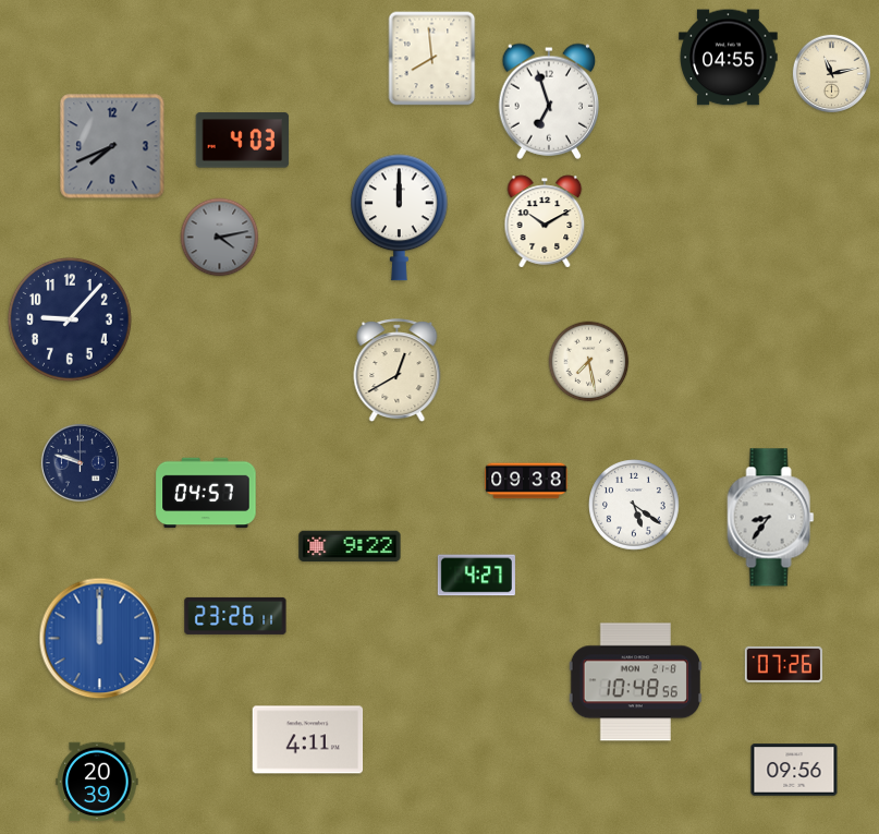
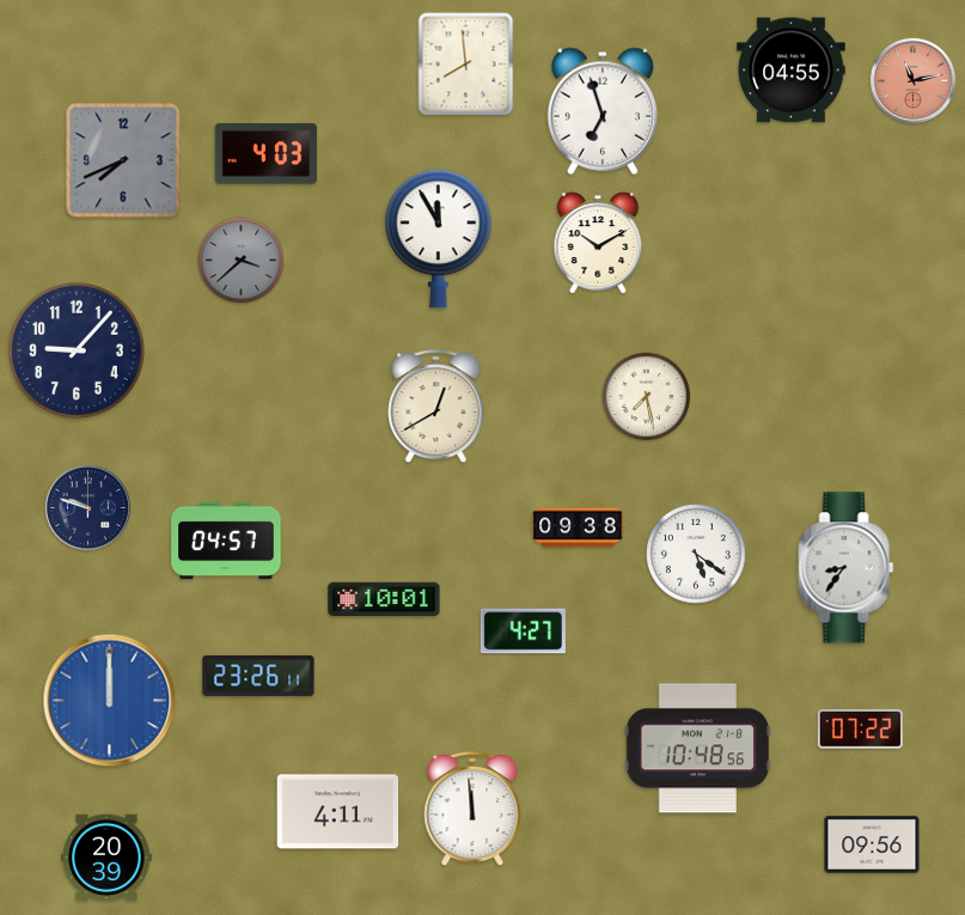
clock at (729, 58) position: (729, 58) -> (792, 71)
clock at (432, 59) position: (432, 59) -> (466, 65)
clock at (831, 73) dial: cream -> salmon
clock at (399, 218): 12:00 -> 11:55
clock at (220, 238): 4:13 -> 3:38
clock at (350, 546): 9:22 -> 10:01
clock at (783, 664): 07:26 -> 07:22
clock at (472, 809): none -> 11:59
